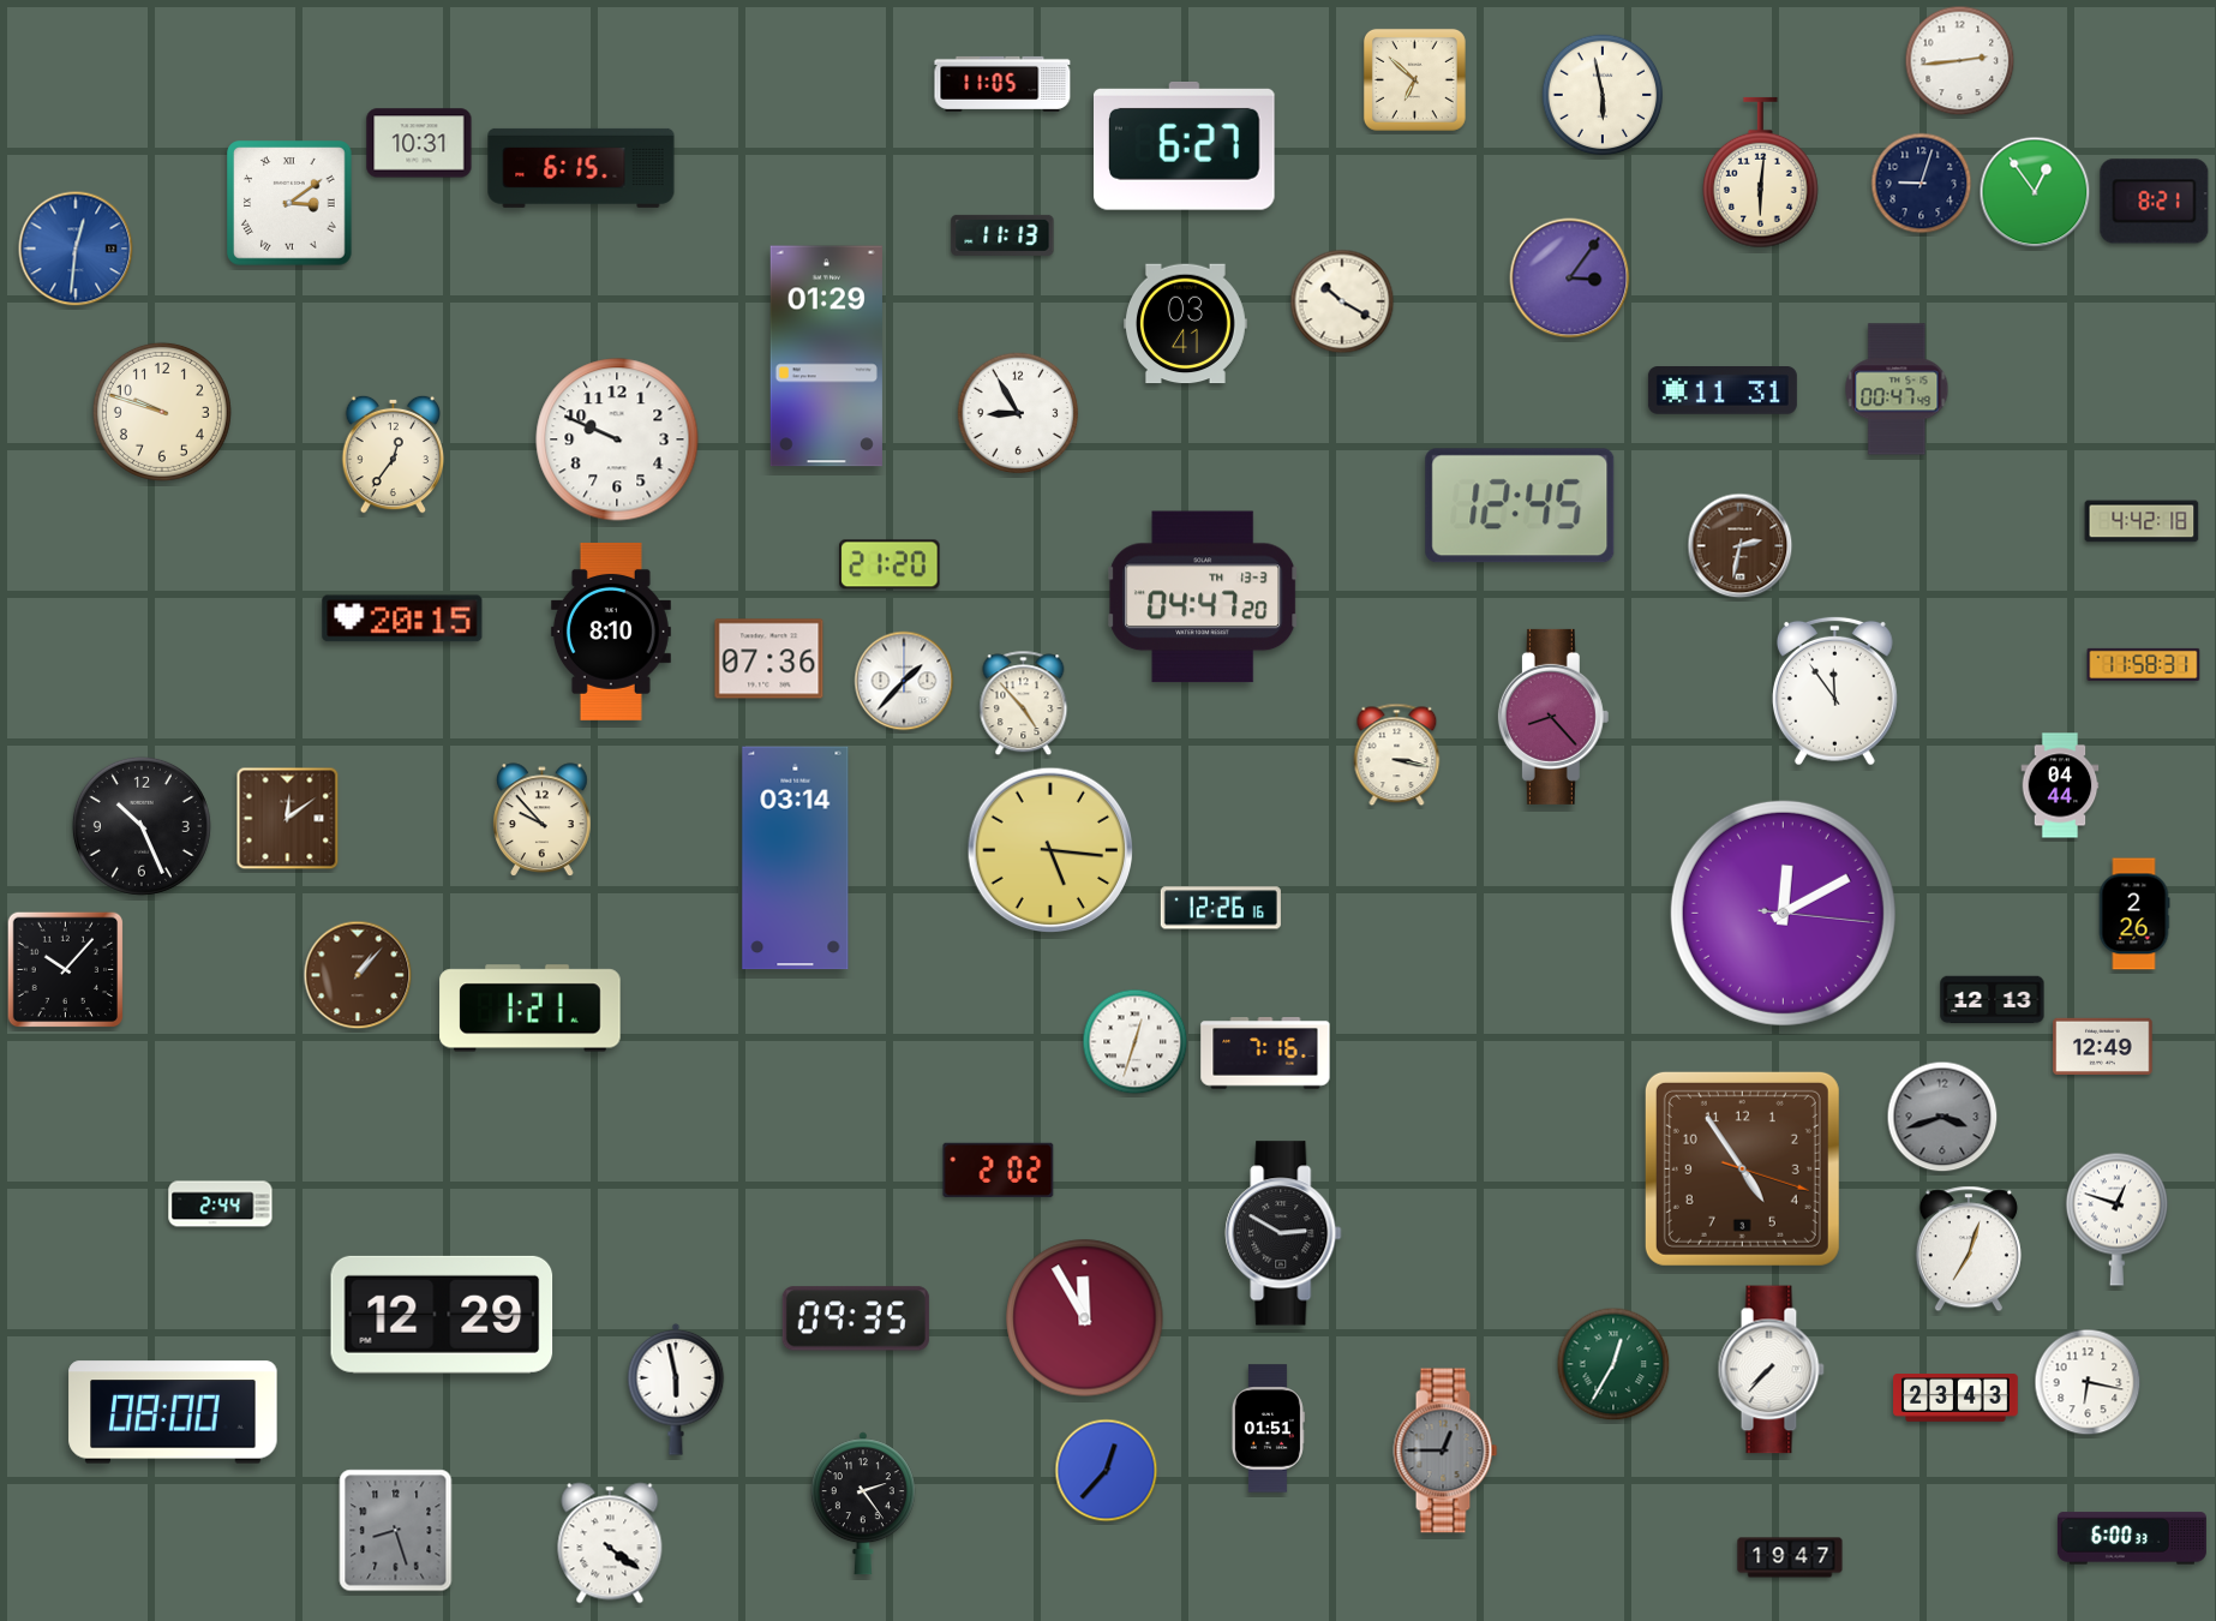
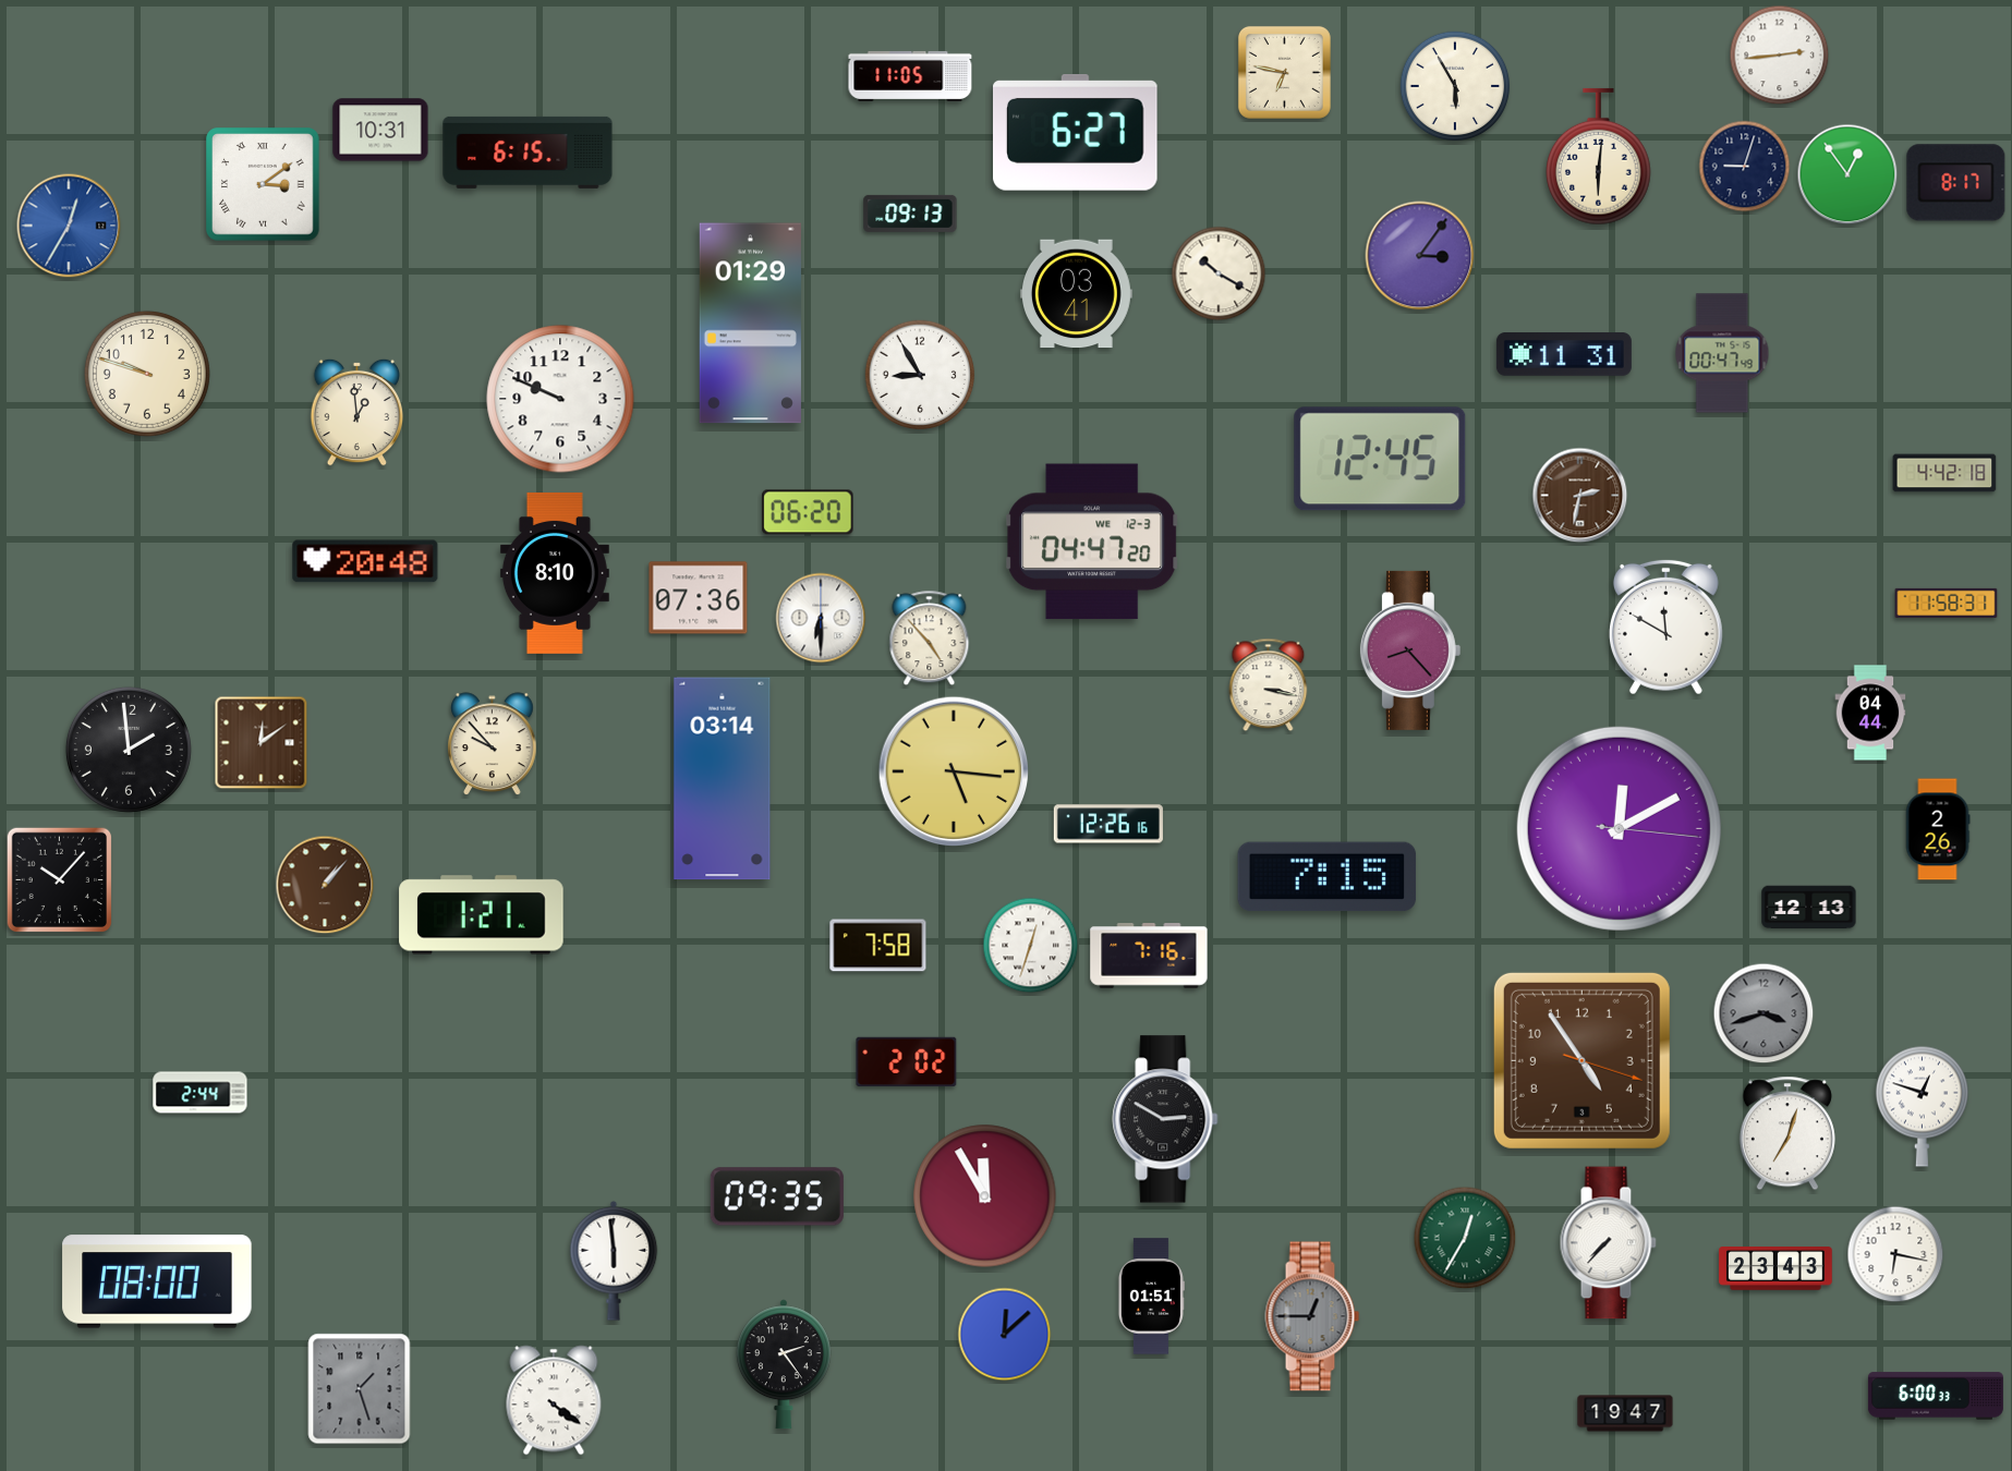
clock at (1414, 79): 6:52 -> 6:47
clock at (1603, 95): 5:58 -> 5:55
clock at (2155, 202): 8:21 -> 8:17
clock at (1002, 235): 11:13 -> 09:13
clock at (76, 249): 12:31 -> 12:35
clock at (1570, 279) position: (1570, 279) -> (1420, 256)
clock at (1018, 413) position: (1018, 413) -> (920, 375)
clock at (394, 454): 12:36 -> 12:59
clock at (890, 564): 21:20 -> 06:20
clock at (1204, 597) date: TH 13-3 -> WE 12-3
clock at (402, 618): 20:15 -> 20:48
clock at (904, 681): 1:37 -> 6:30
clock at (1834, 690): 11:54 -> 11:50
clock at (142, 826): 10:26 -> 1:59
clock at (1328, 877): none -> 7:15
clock at (878, 946): none -> 7:58
clock at (2103, 1046): 12:49 -> none
clock at (442, 1315): 12:29 -> none
clock at (676, 1389): 5:58 -> 5:59
clock at (1107, 1471): 12:37 -> 12:08
clock at (396, 1531): 8:27 -> 1:27
